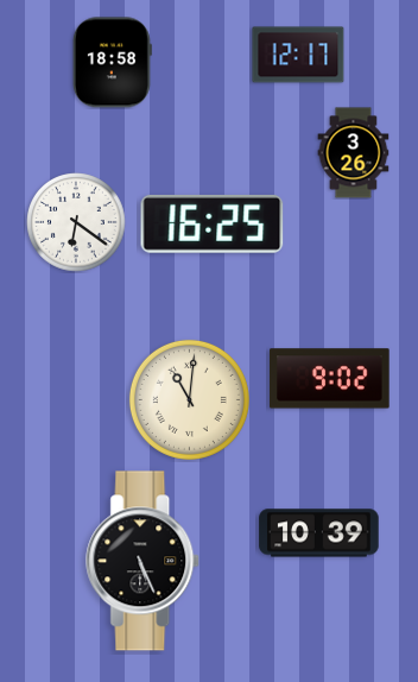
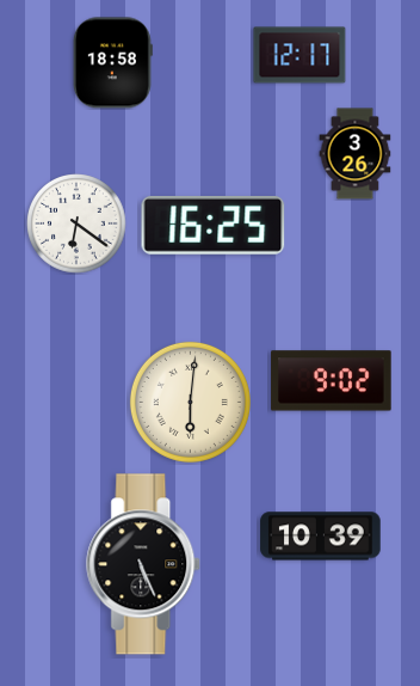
clock at (189, 399): 11:01 -> 6:01
